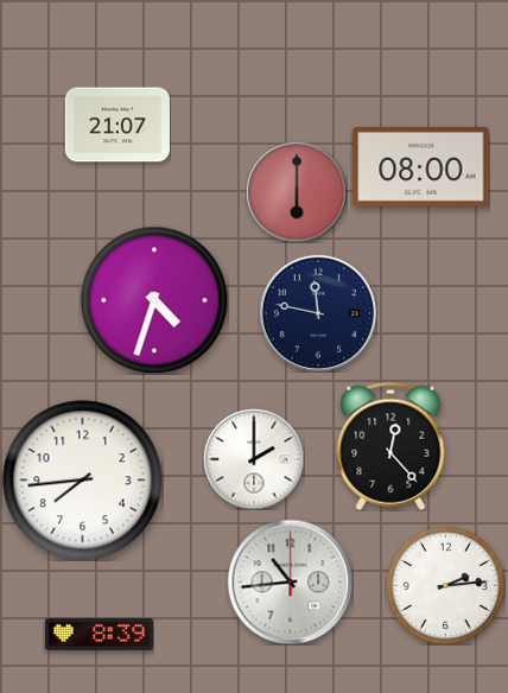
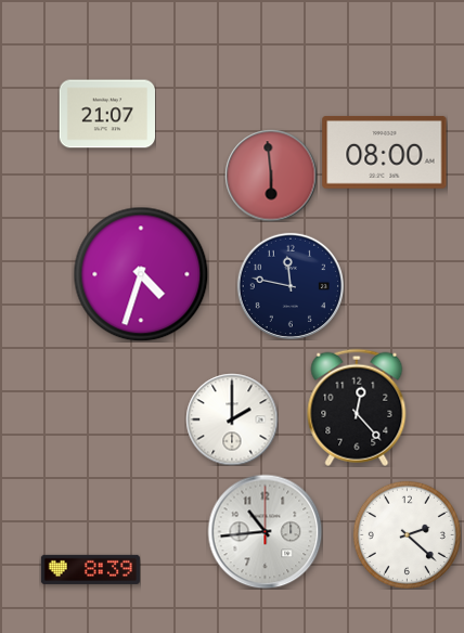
clock at (297, 192): 6:00 -> 5:59
clock at (83, 481): 7:44 -> none
clock at (445, 585): 2:14 -> 2:22
clock at (99, 634) position: (99, 634) -> (90, 569)
